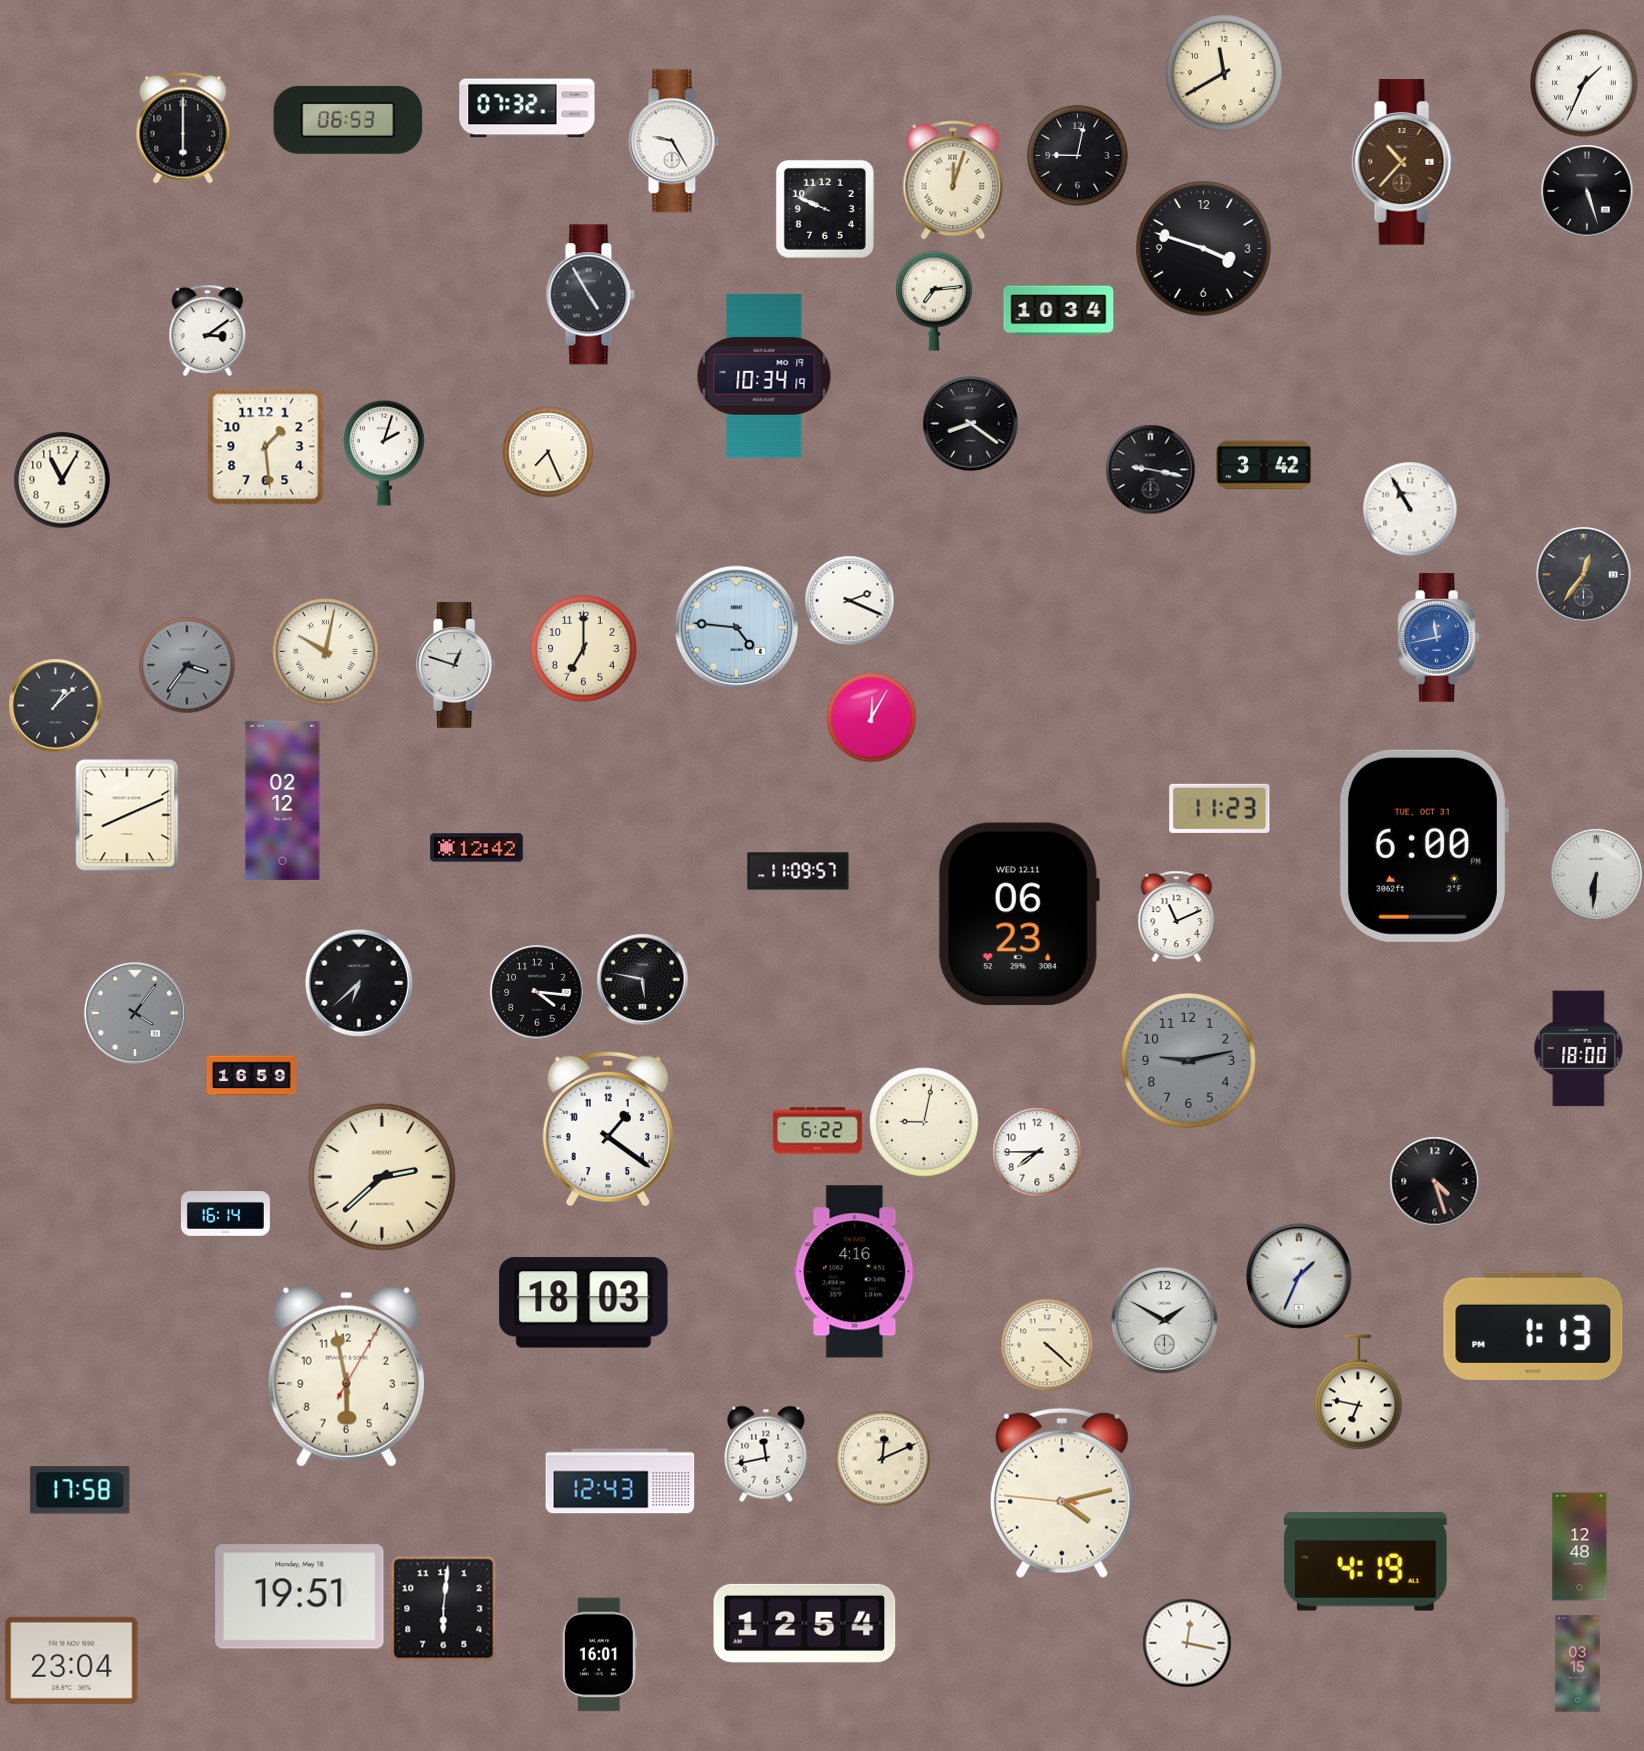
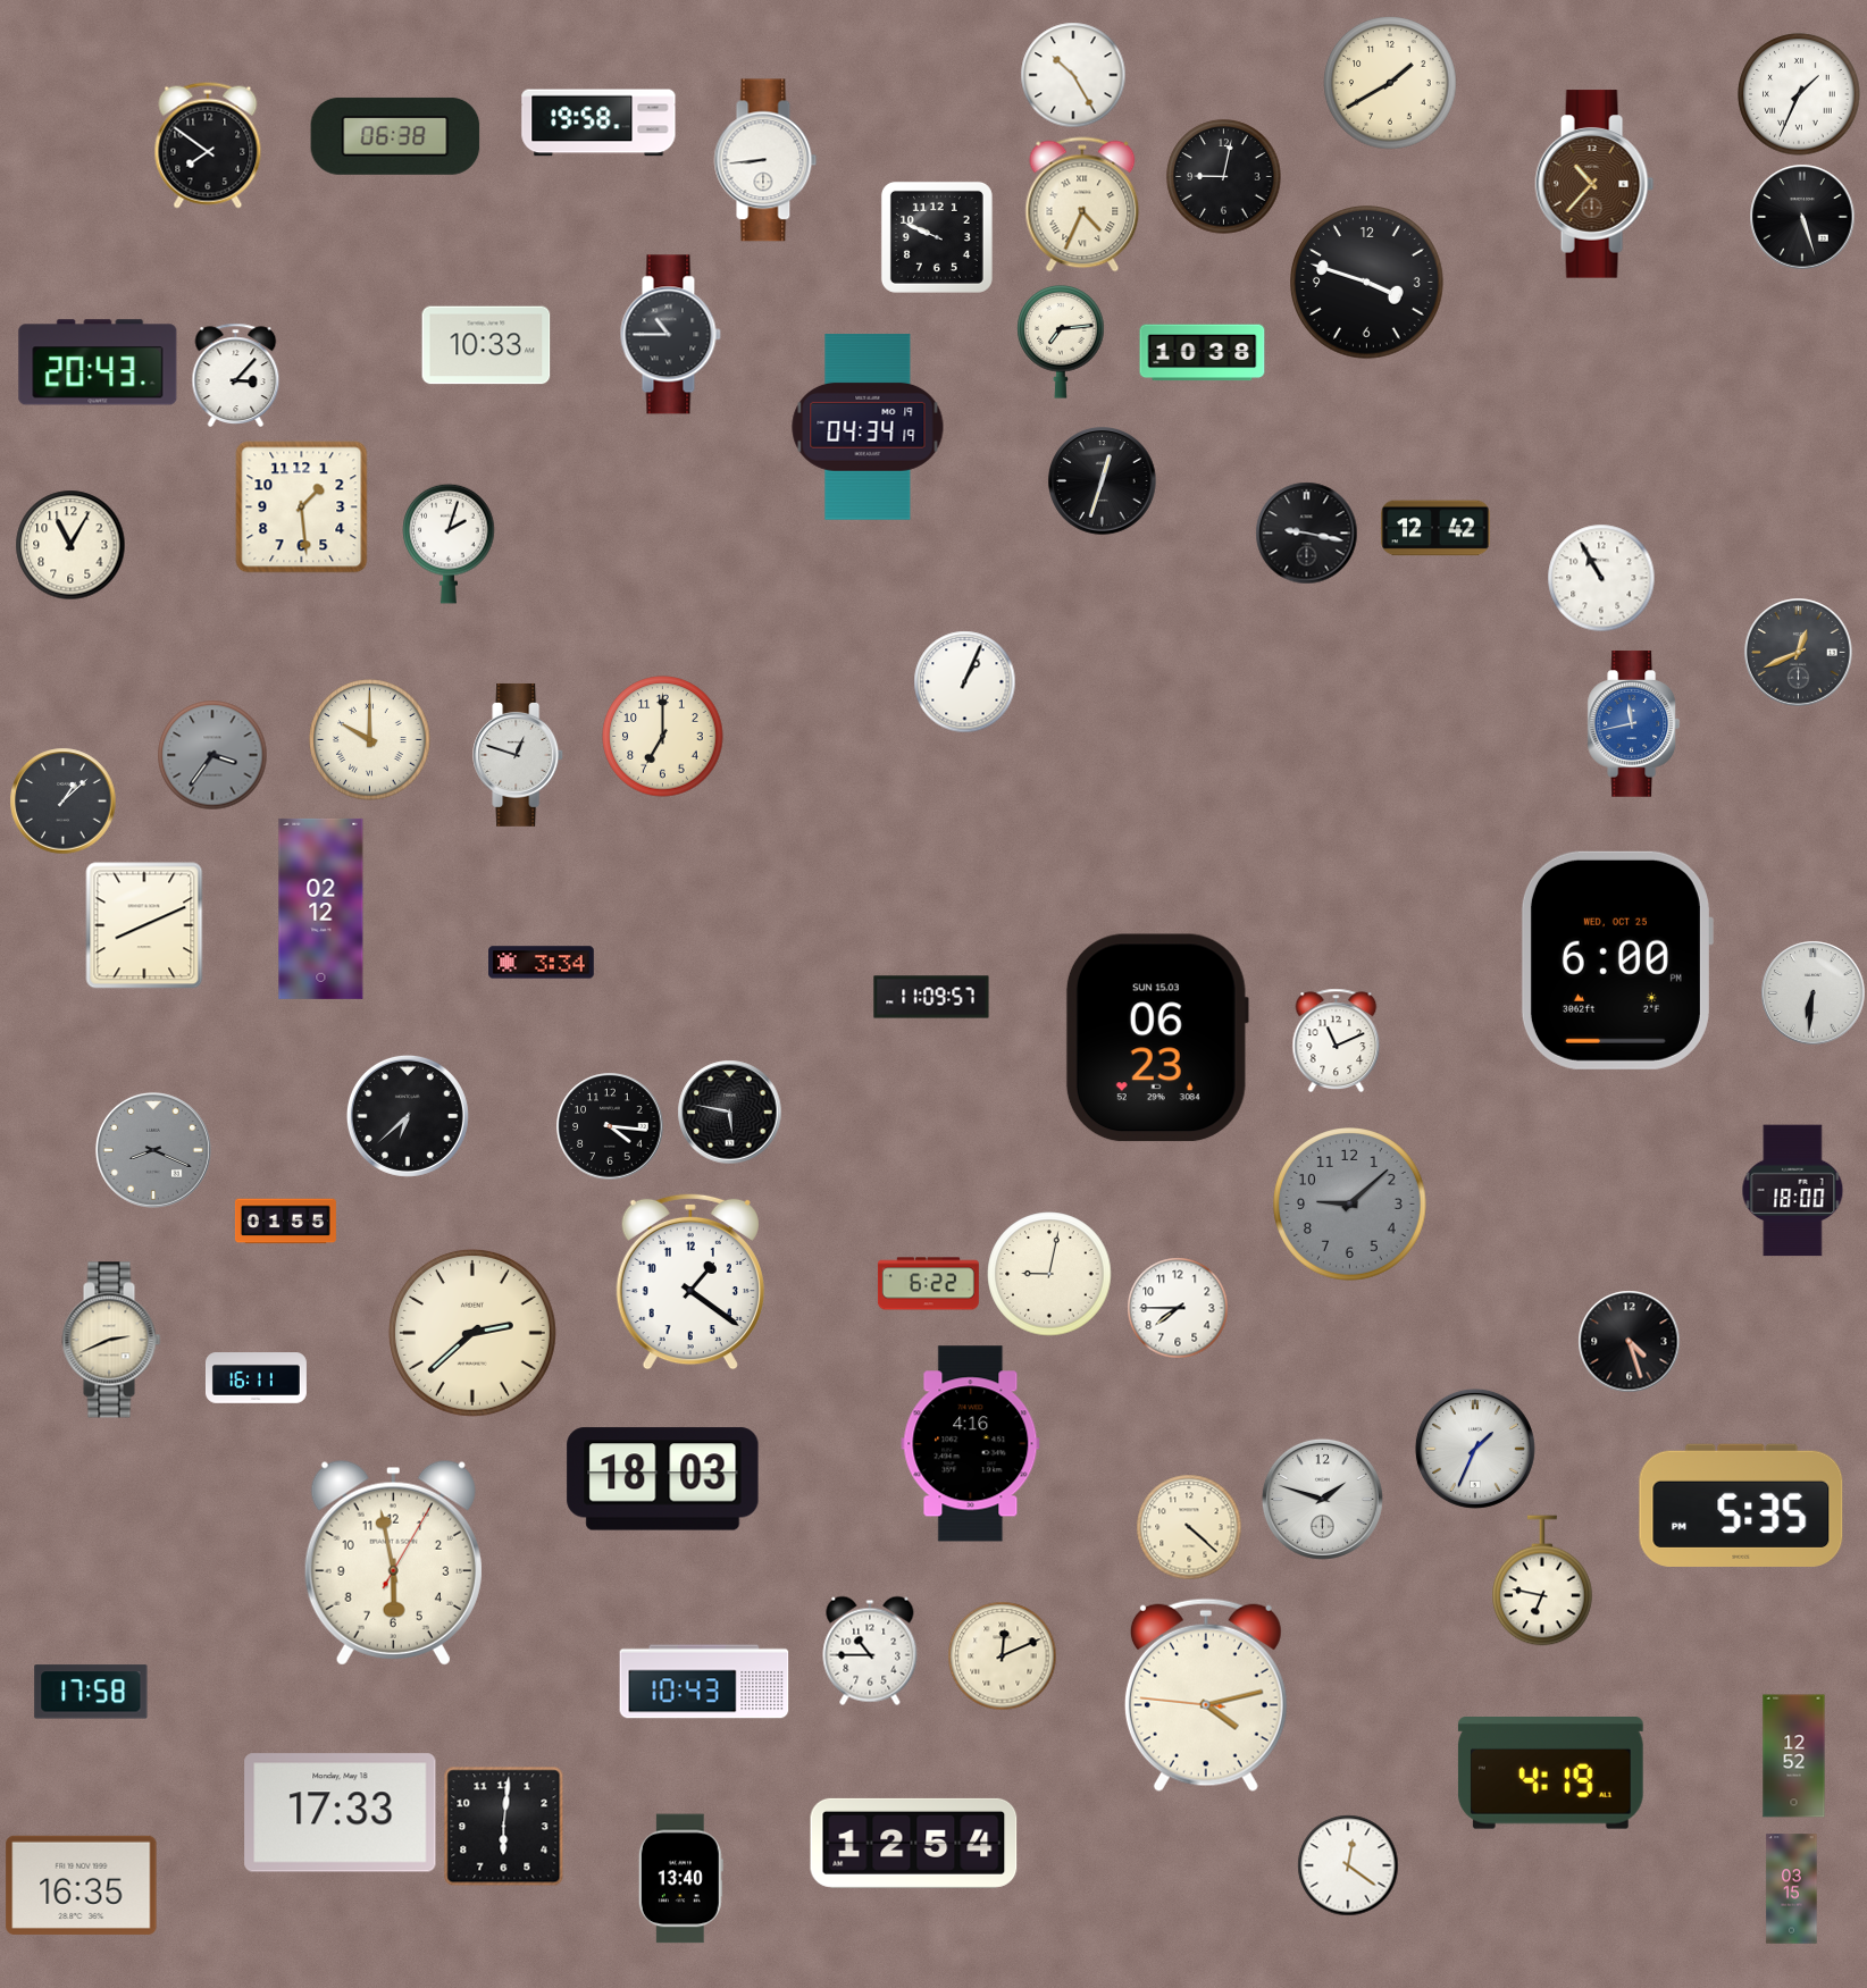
clock at (1073, 75): none -> 10:25
clock at (1224, 73): 11:40 -> 1:40
clock at (527, 108): 07:32 -> 19:58
clock at (348, 120): 06:53 -> 06:38
clock at (183, 128): 6:00 -> 7:51
clock at (674, 141): 9:25 -> 8:44
clock at (953, 180): 12:03 -> 4:34
clock at (590, 295): 4:55 -> 10:45
clock at (486, 345): none -> 10:33
clock at (1059, 311): 10:34 -> 10:38
clock at (98, 362): none -> 20:43
clock at (208, 330): 3:09 -> 3:07
clock at (764, 376): 10:34 -> 04:34
clock at (971, 424): 8:21 -> 12:33
clock at (548, 452): 7:26 -> none
clock at (384, 453) position: (384, 453) -> (449, 544)
clock at (1264, 465): 3:42 -> 12:42
clock at (1584, 575): 12:36 -> 12:41
clock at (850, 601): 2:19 -> 1:04
clock at (737, 628): 4:46 -> none
clock at (326, 652): 10:02 -> 10:00
clock at (872, 718): 12:05 -> none
clock at (1220, 808): 11:23 -> none
clock at (1423, 846) date: TUE, OCT 31 -> WED, OCT 25
clock at (477, 848): 12:42 -> 3:34
clock at (798, 871) position: (798, 871) -> (931, 997)
clock at (1019, 914) date: WED 12.11 -> SUN 15.03
clock at (135, 1013): 4:06 -> 8:19
clock at (1189, 1061): 9:13 -> 9:08
clock at (251, 1076): 16:59 -> 01:55
clock at (382, 1177) position: (382, 1177) -> (472, 1333)
clock at (111, 1340): none -> 2:41
clock at (225, 1214): 16:14 -> 16:11
clock at (1164, 1320): 1:50 -> 1:48
clock at (1533, 1326): 1:13 -> 5:35
clock at (766, 1454): 11:43 -> 10:45
clock at (620, 1481): 12:43 -> 10:43
clock at (1580, 1547): 12:48 -> 12:52
clock at (300, 1597): 19:51 -> 17:33
clock at (1187, 1643): 12:17 -> 12:21
clock at (599, 1655): 16:01 -> 13:40
clock at (72, 1660): 23:04 -> 16:35
